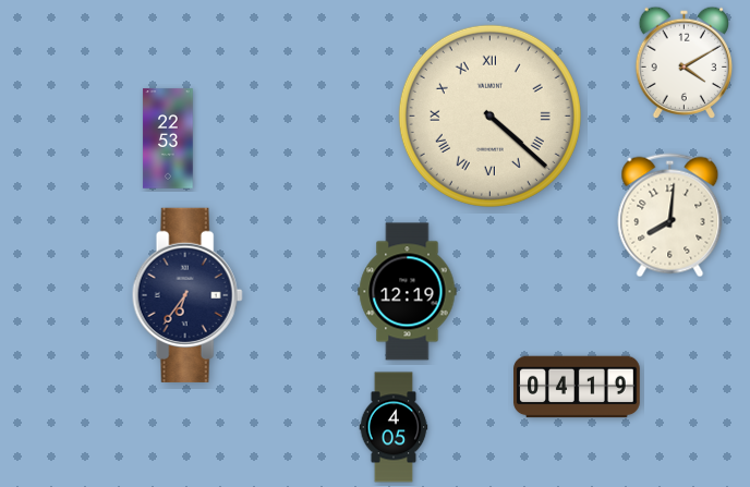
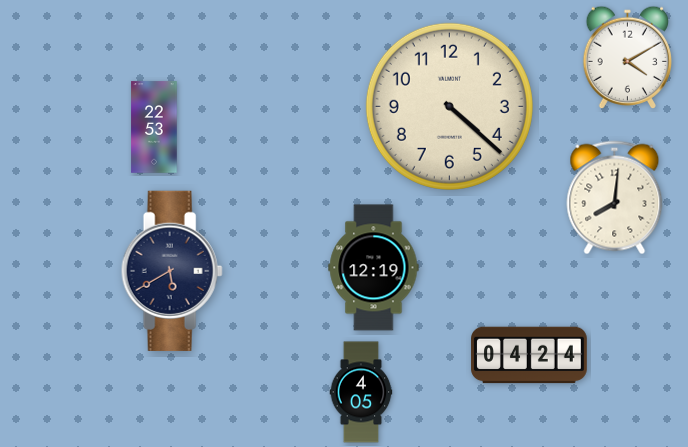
clock at (489, 115) numerals: Roman -> Arabic
clock at (187, 295): 6:36 -> 5:40
clock at (577, 387): 04:19 -> 04:24
